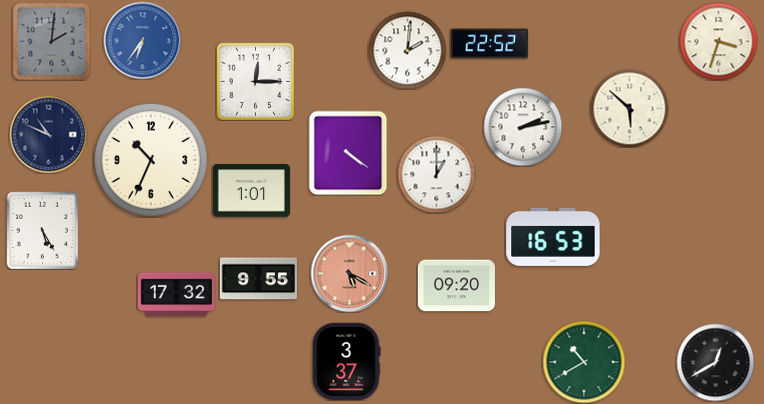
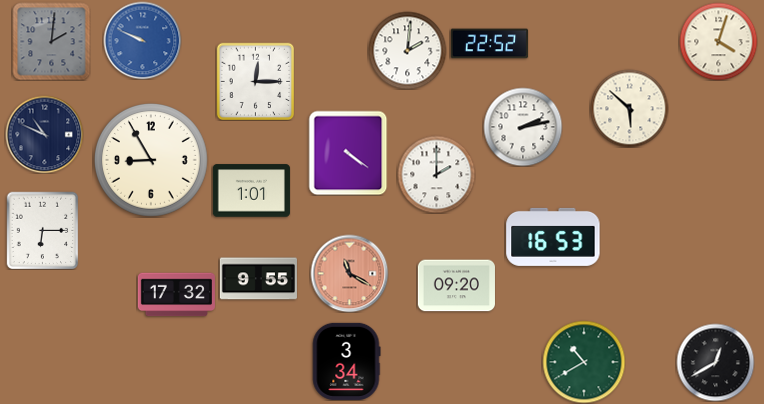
clock at (142, 40): 6:36 -> 9:49
clock at (718, 41): 3:33 -> 4:03
clock at (48, 134) position: (48, 134) -> (44, 134)
clock at (152, 161): 10:34 -> 8:55
clock at (436, 174): 1:00 -> 2:00
clock at (43, 230): 5:25 -> 6:15
clock at (349, 273): 5:20 -> 11:20
clock at (347, 361): 3:37 -> 3:34
